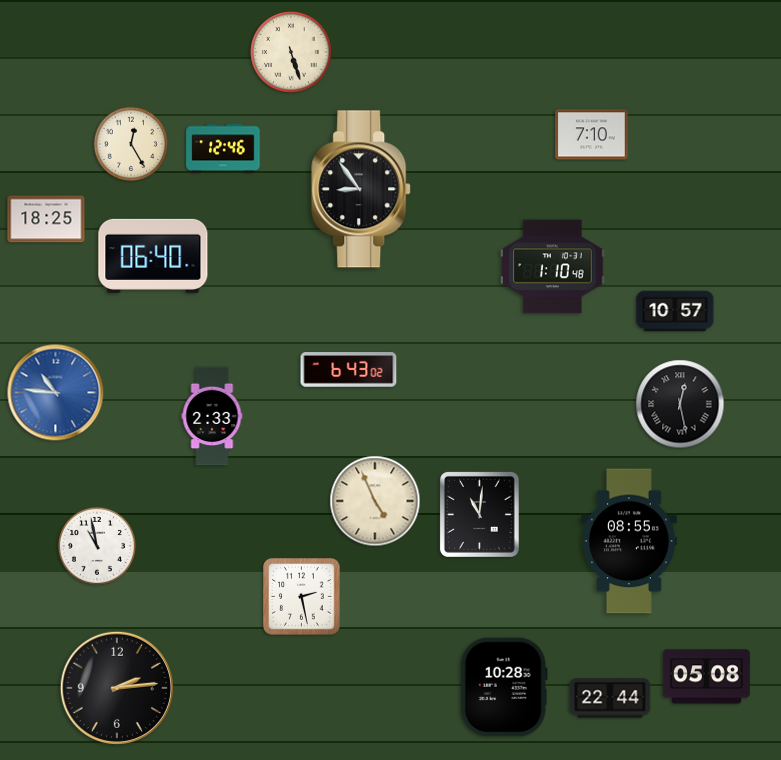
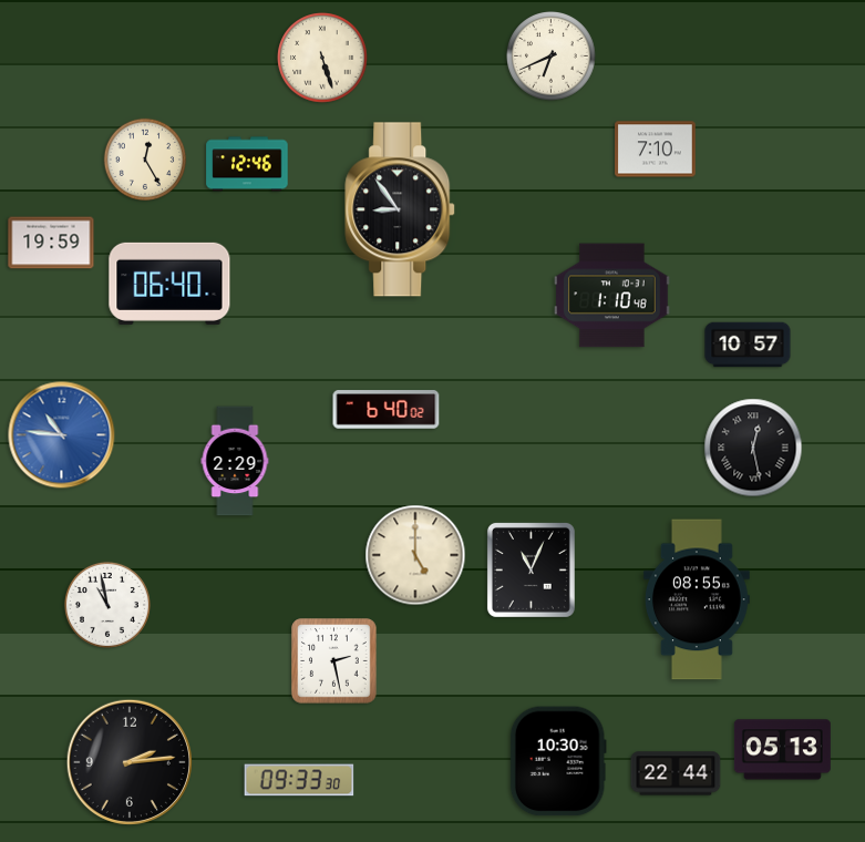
clock at (552, 57): none -> 6:41
clock at (46, 219): 18:25 -> 19:59
clock at (349, 370): 6:43 -> 6:40
clock at (212, 416): 2:33 -> 2:29
clock at (375, 501): 4:56 -> 5:00
clock at (479, 514): 11:01 -> 11:04
clock at (706, 677): 05:08 -> 05:13
clock at (504, 687): 10:28 -> 10:30
clock at (299, 780): none -> 09:33
